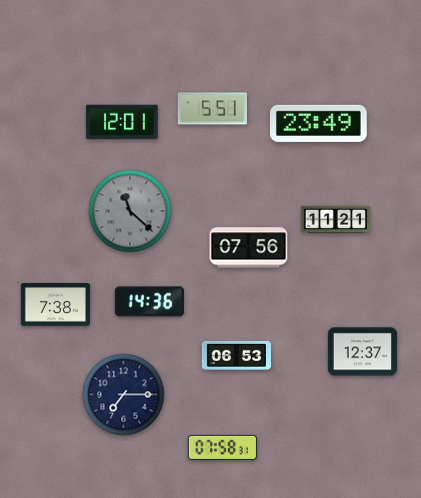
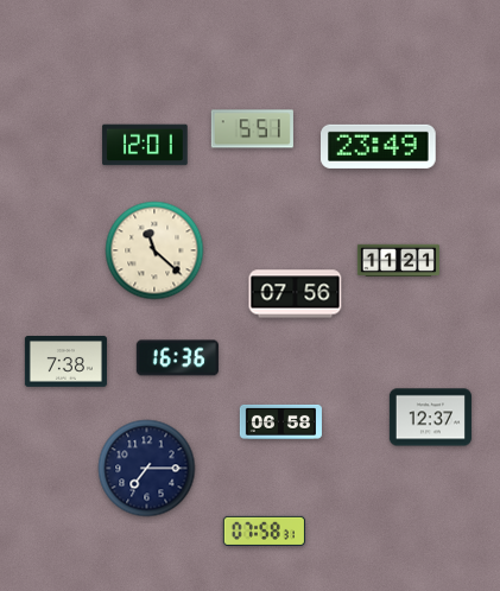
clock at (130, 211) dial: grey -> cream
clock at (149, 302): 14:36 -> 16:36
clock at (236, 355): 06:53 -> 06:58
